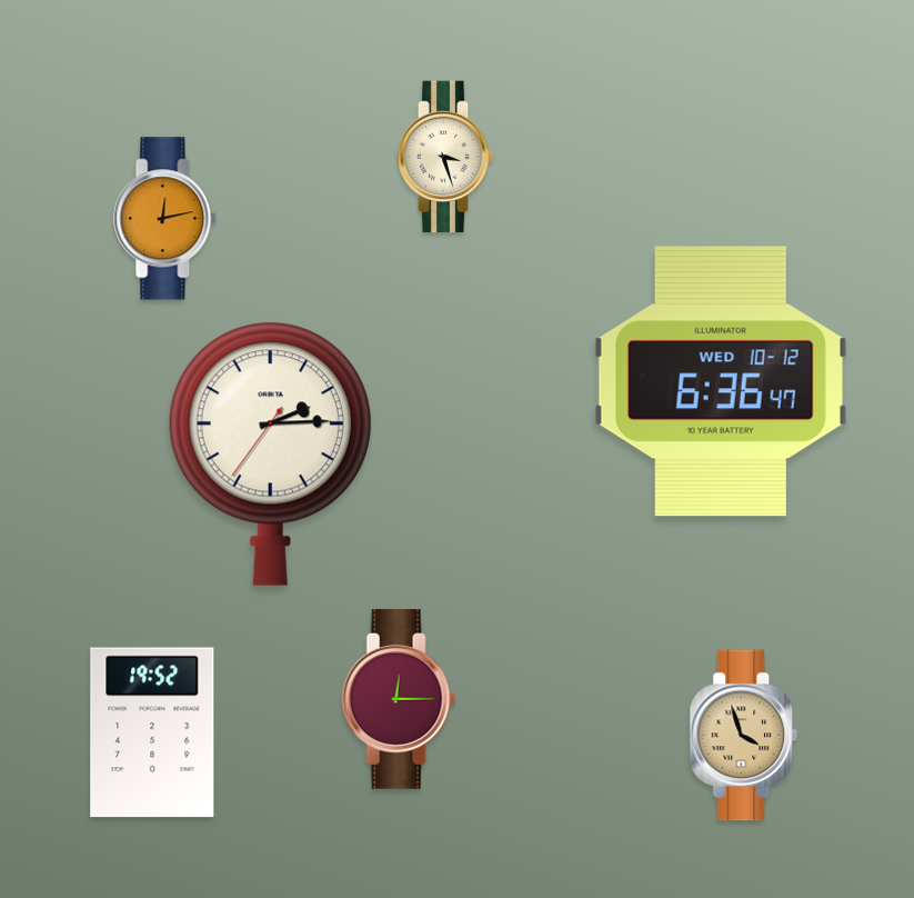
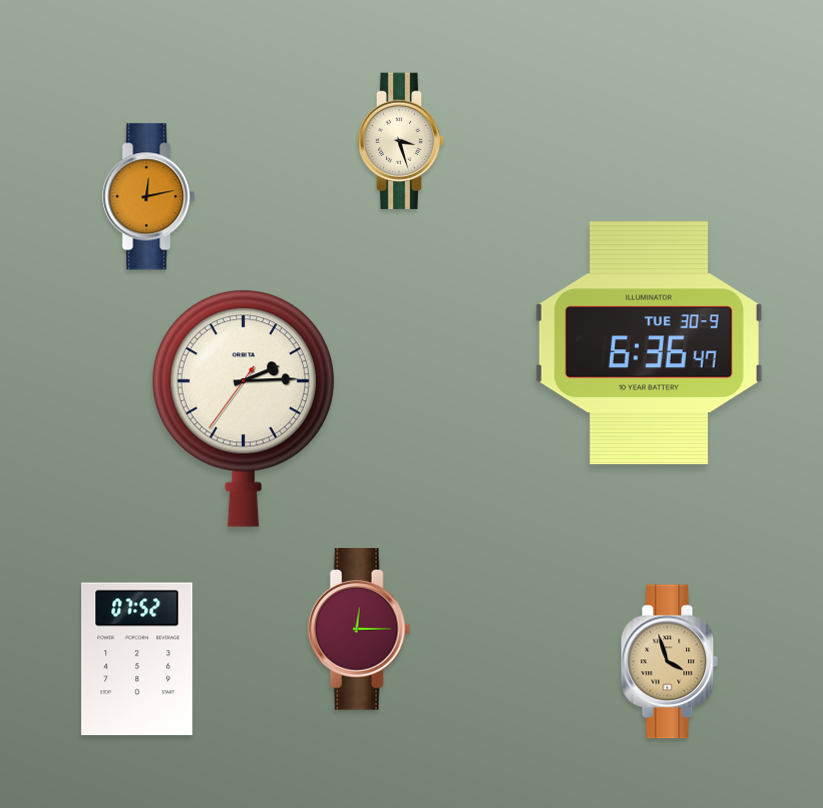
clock at (721, 381) date: WED 10-12 -> TUE 30-9
clock at (152, 732): 19:52 -> 07:52
